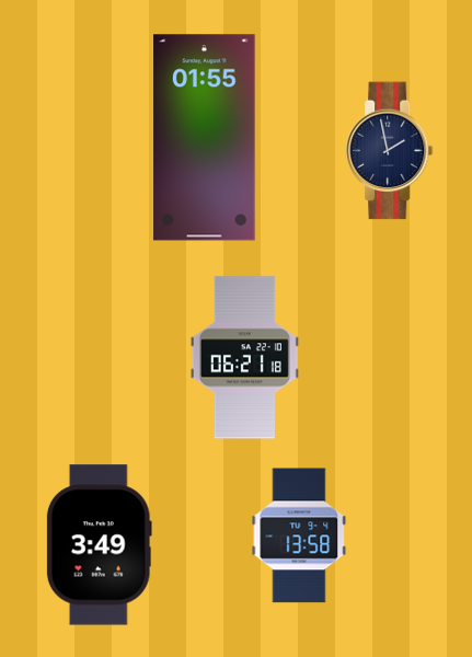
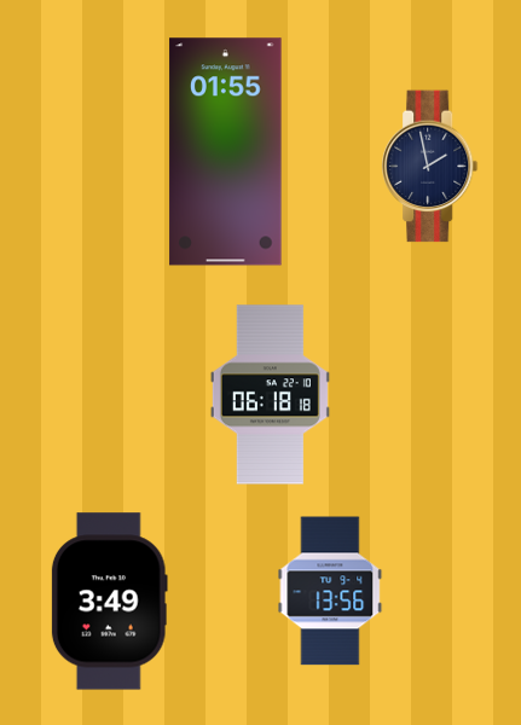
clock at (244, 358): 06:21 -> 06:18
clock at (299, 535): 13:58 -> 13:56
